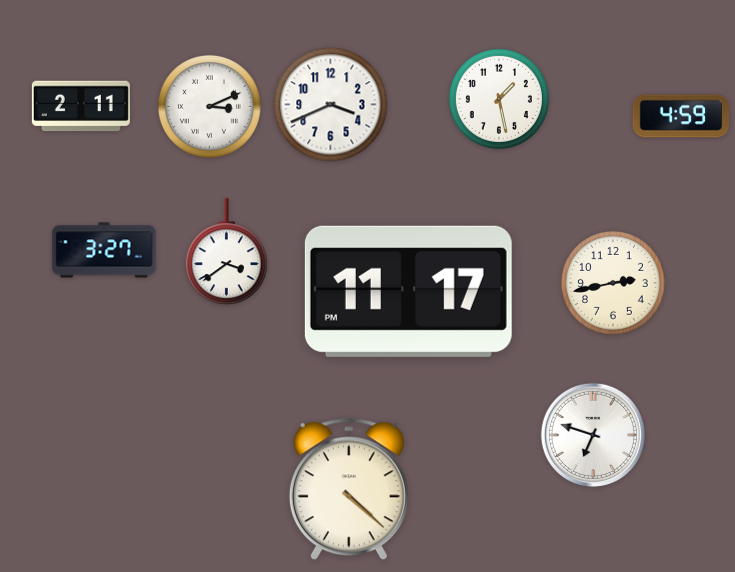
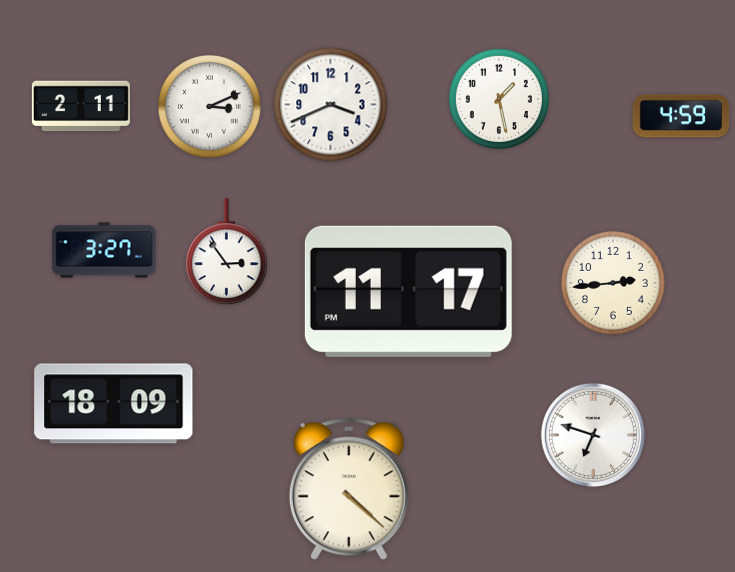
clock at (227, 252): 3:39 -> 2:54
clock at (613, 283): 2:43 -> 2:44
clock at (114, 404): none -> 18:09
